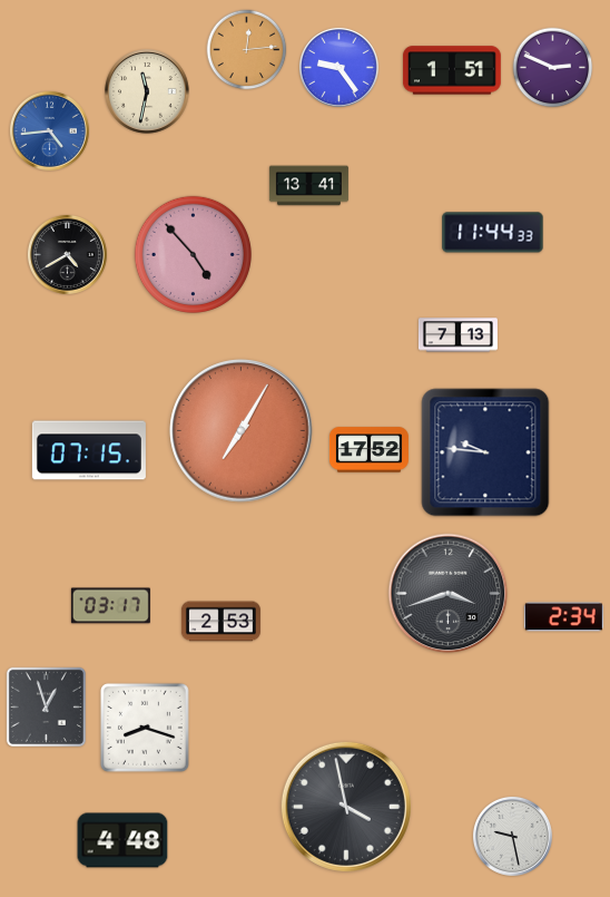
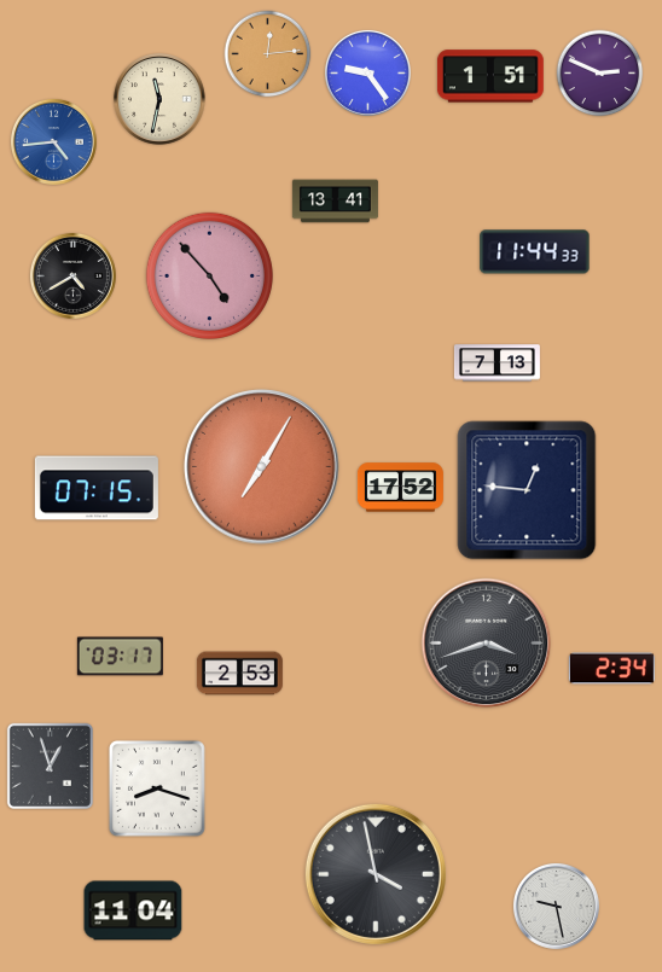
clock at (485, 452): 9:46 -> 12:46
clock at (122, 840): 4:48 -> 11:04
